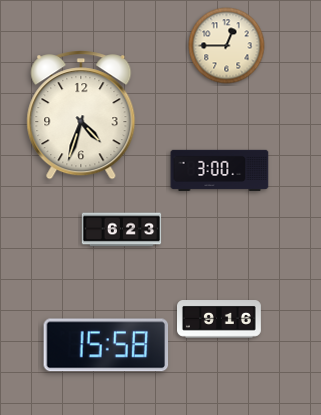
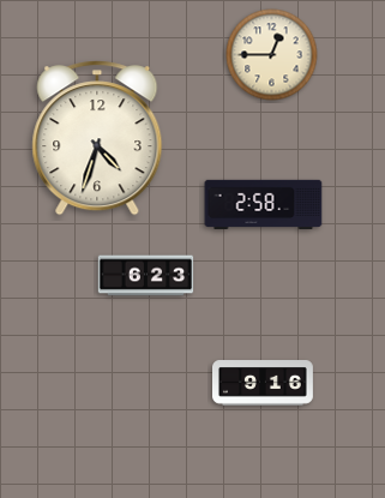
clock at (220, 170): 3:00 -> 2:58
clock at (106, 345): 15:58 -> none
